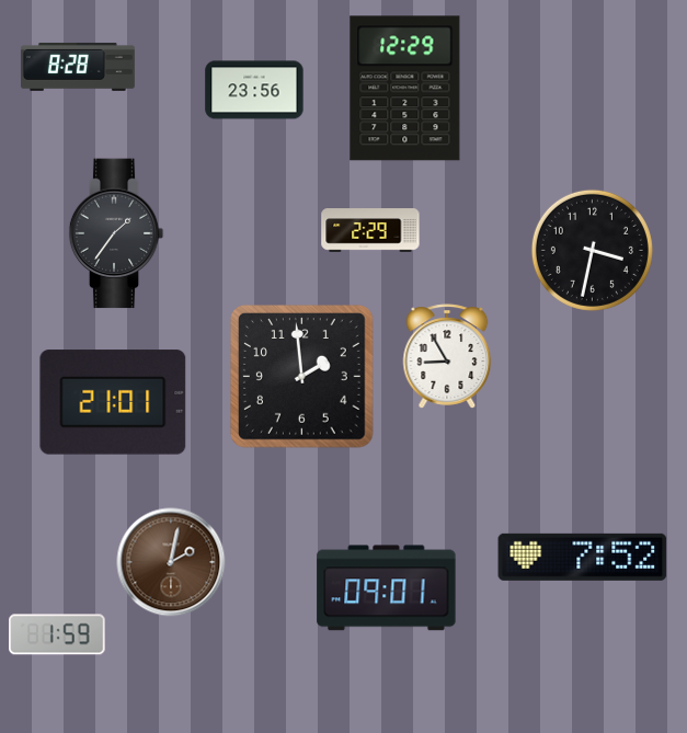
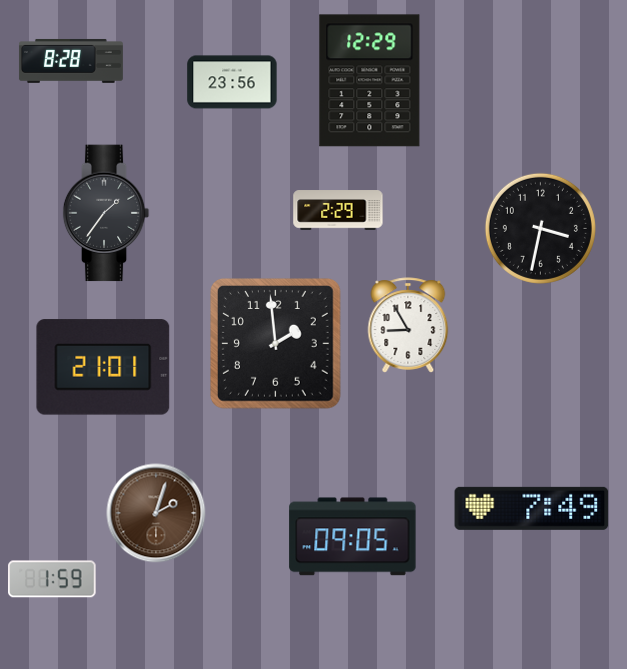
clock at (583, 557): 7:52 -> 7:49
clock at (171, 562): 2:02 -> 2:03
clock at (387, 588): 09:01 -> 09:05
